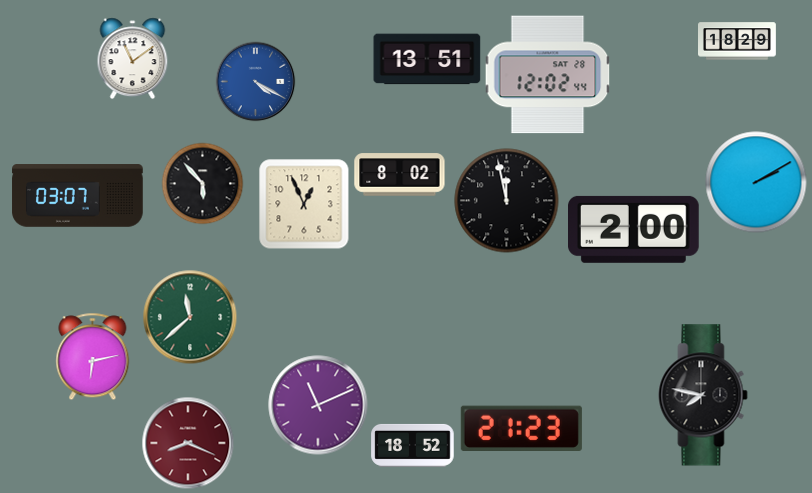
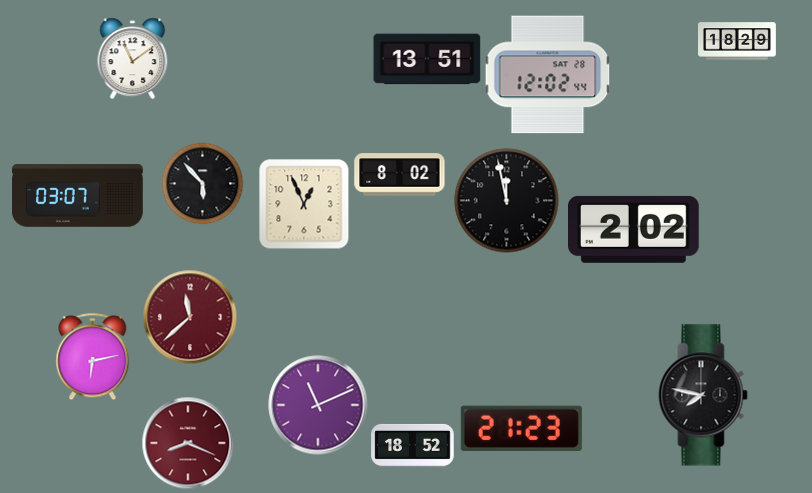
clock at (255, 81): 4:20 -> none
clock at (756, 182): 2:10 -> none
clock at (634, 229): 2:00 -> 2:02
clock at (190, 317) dial: green -> burgundy
